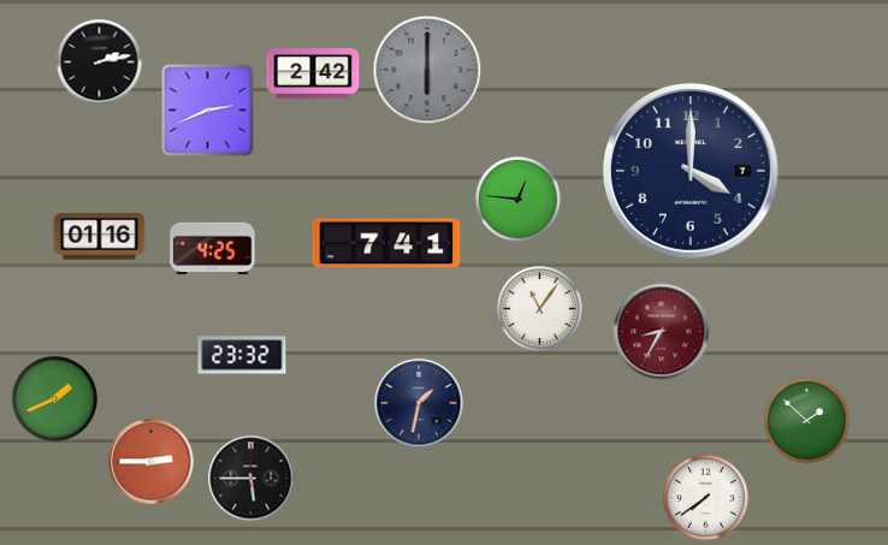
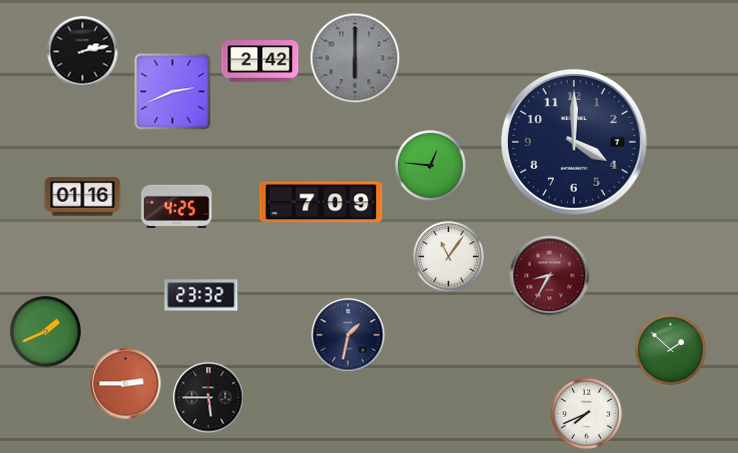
clock at (386, 243): 7:41 -> 7:09
clock at (705, 497): 7:39 -> 7:41
